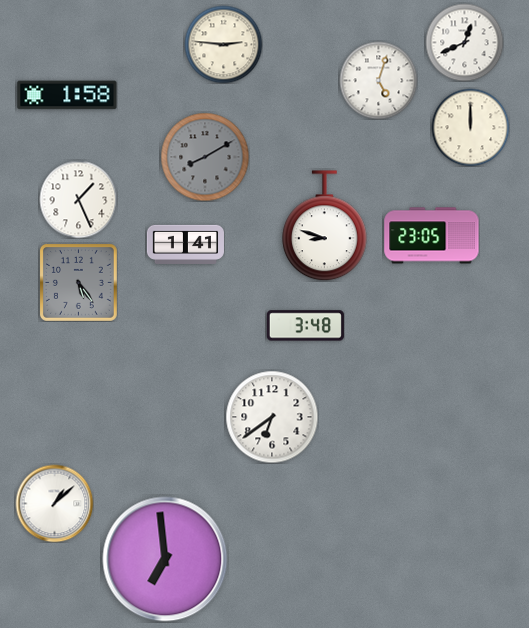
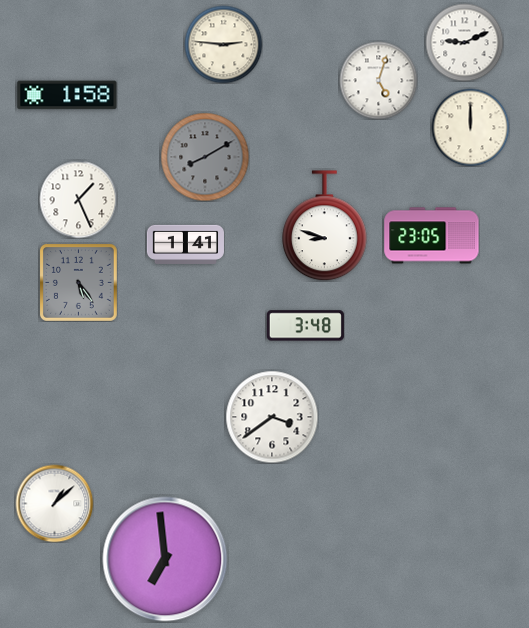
clock at (464, 42): 12:41 -> 9:11
clock at (272, 417): 6:39 -> 3:39
